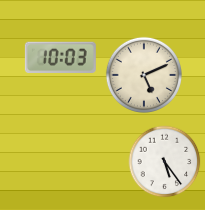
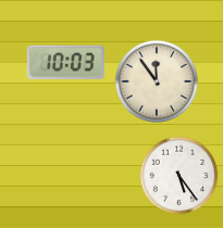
clock at (144, 75): 5:11 -> 11:54
